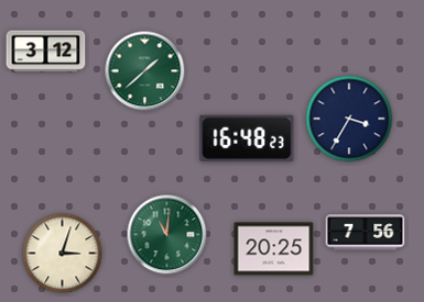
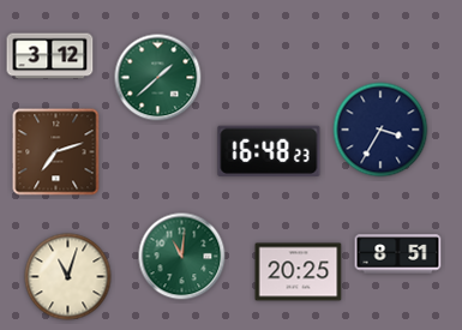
clock at (56, 152): none -> 7:12
clock at (366, 233): 7:56 -> 8:51
clock at (63, 254): 3:03 -> 11:03
